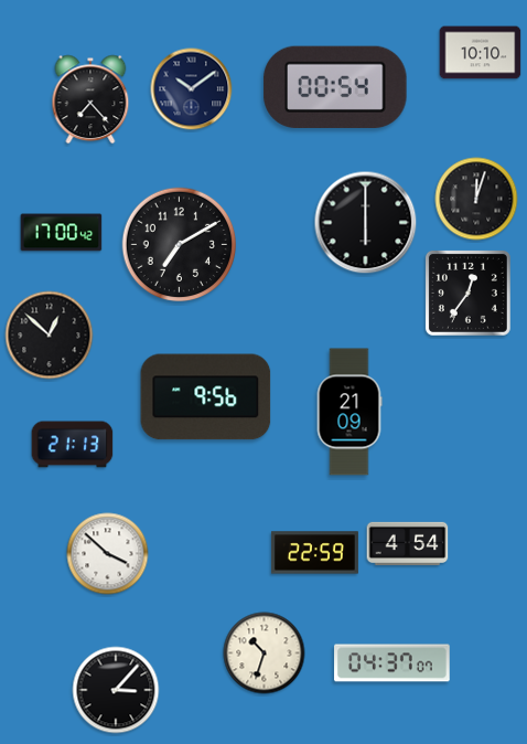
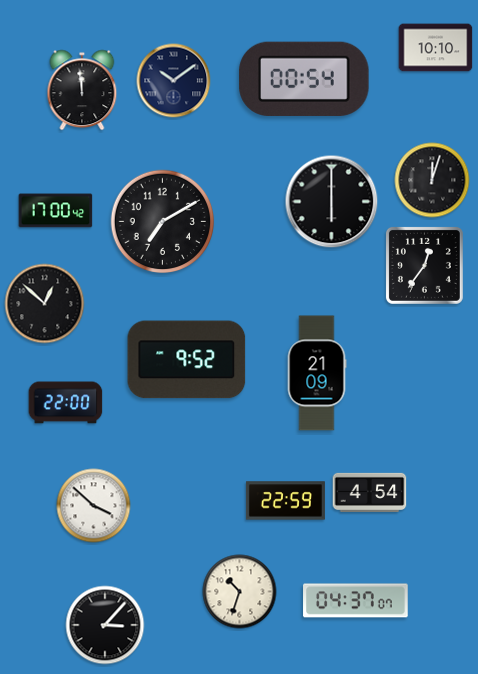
clock at (90, 99): 7:23 -> 11:59
clock at (206, 397): 9:56 -> 9:52
clock at (73, 445): 21:13 -> 22:00
clock at (108, 554) position: (108, 554) -> (94, 506)
